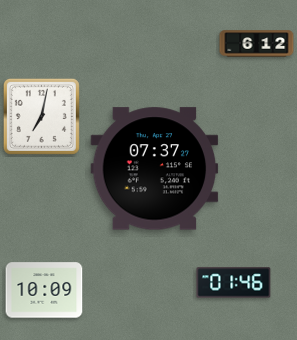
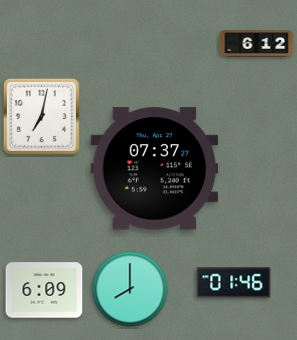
clock at (130, 289): none -> 8:00
clock at (44, 290): 10:09 -> 6:09
